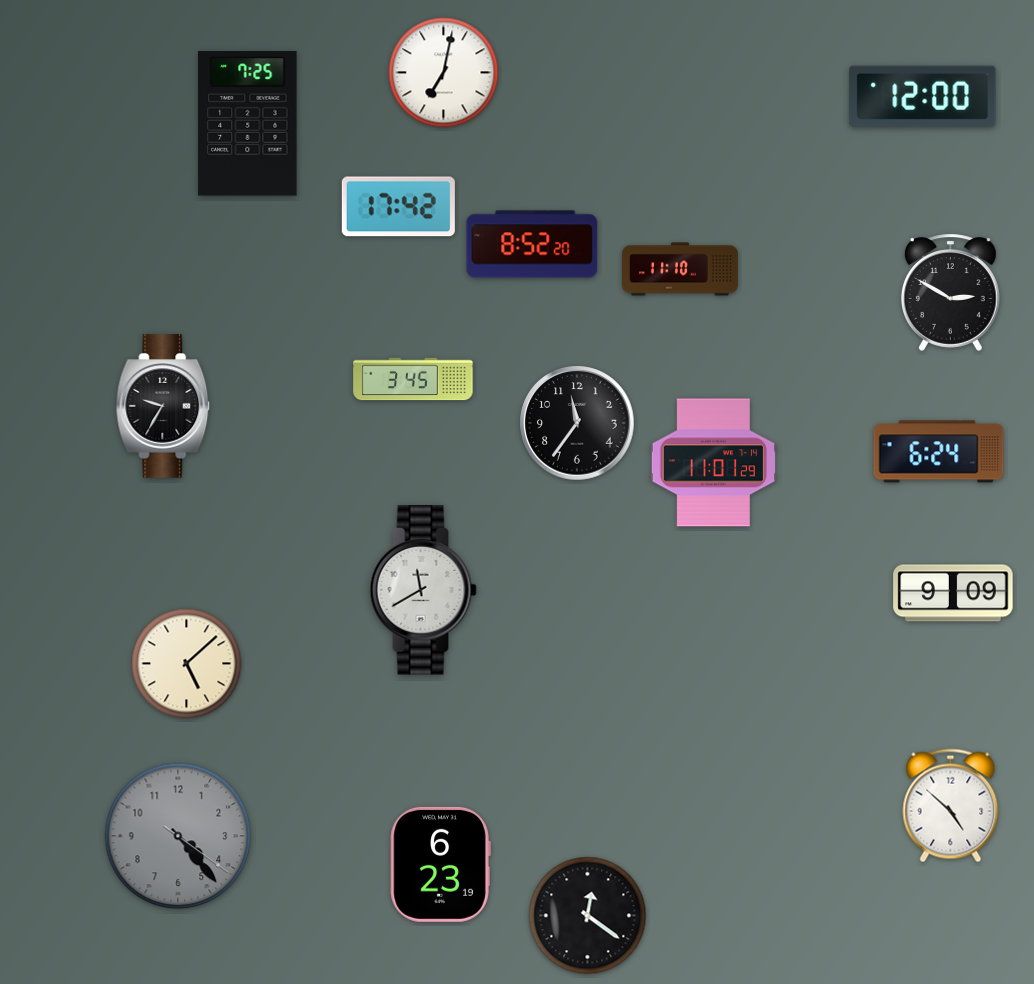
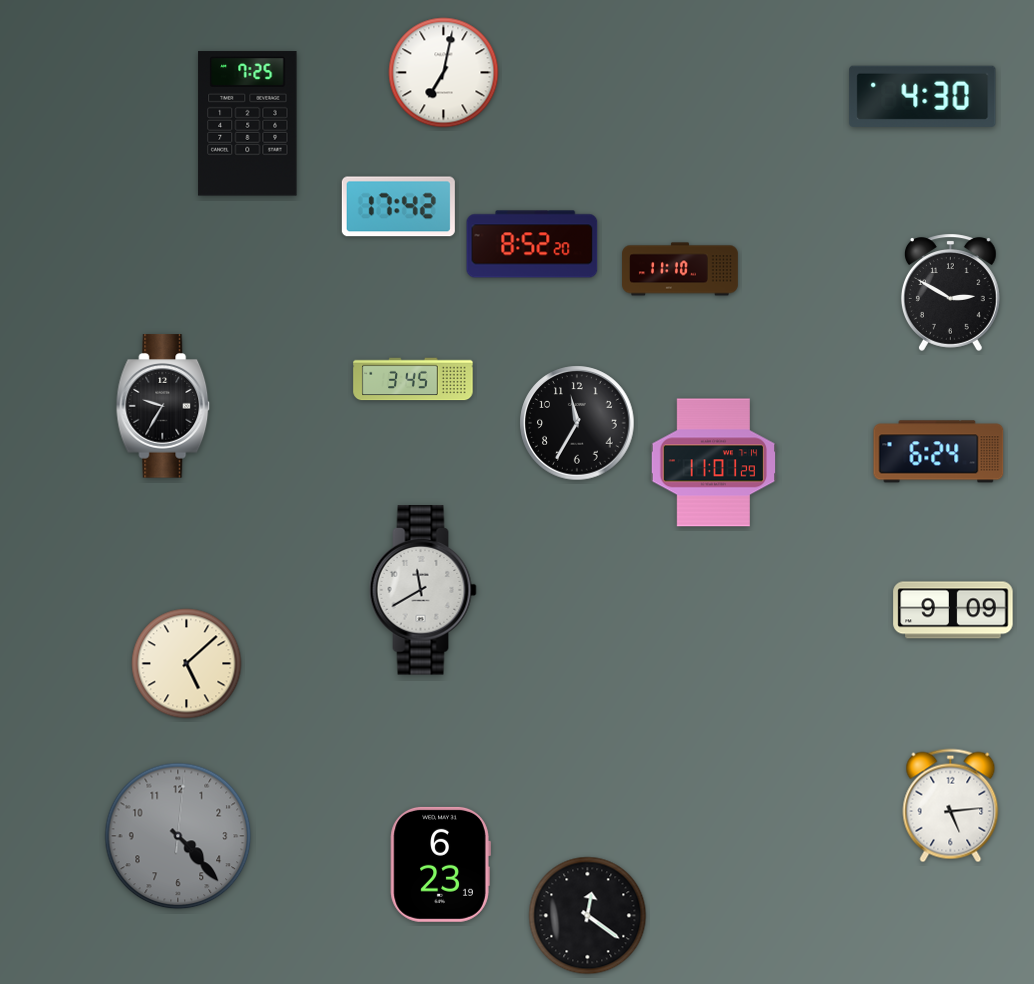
clock at (923, 96): 12:00 -> 4:30
clock at (577, 423): 11:36 -> 11:35
clock at (953, 593) position: (953, 593) -> (953, 610)
clock at (951, 806): 4:52 -> 5:14
clock at (178, 836): 4:23:21 -> 4:23:01
